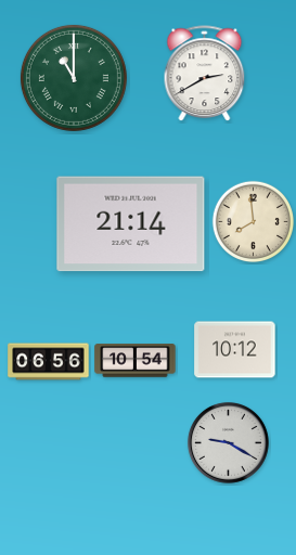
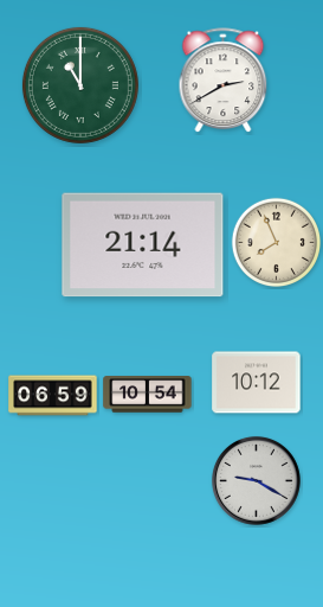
clock at (254, 222): 7:59 -> 7:56
clock at (49, 362): 06:56 -> 06:59
clock at (228, 442) position: (228, 442) -> (256, 480)
